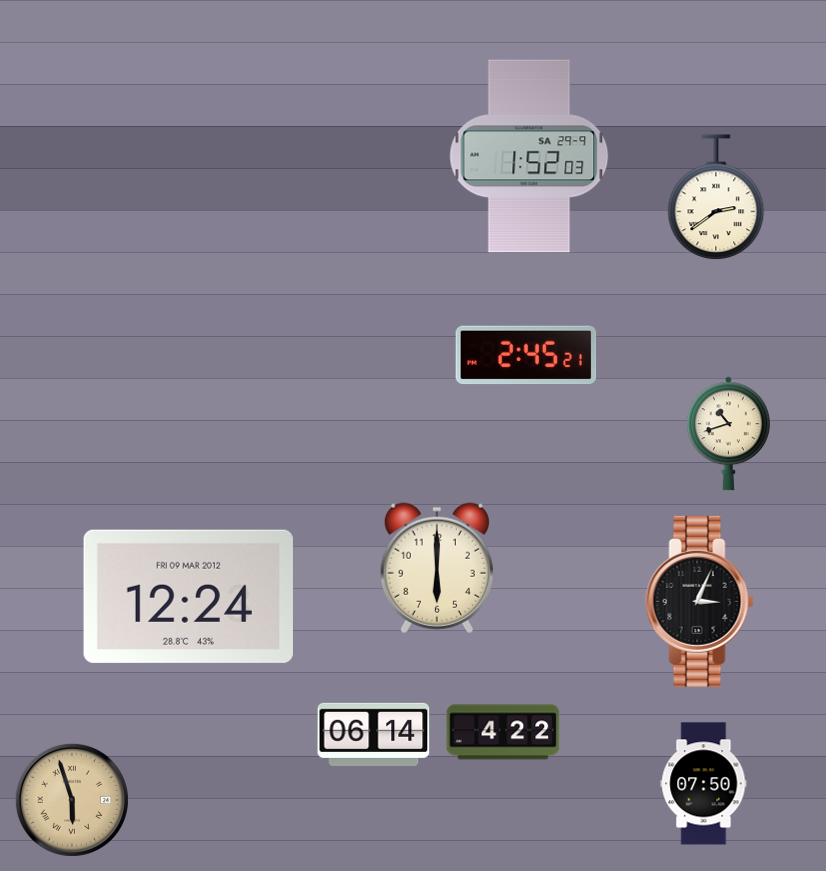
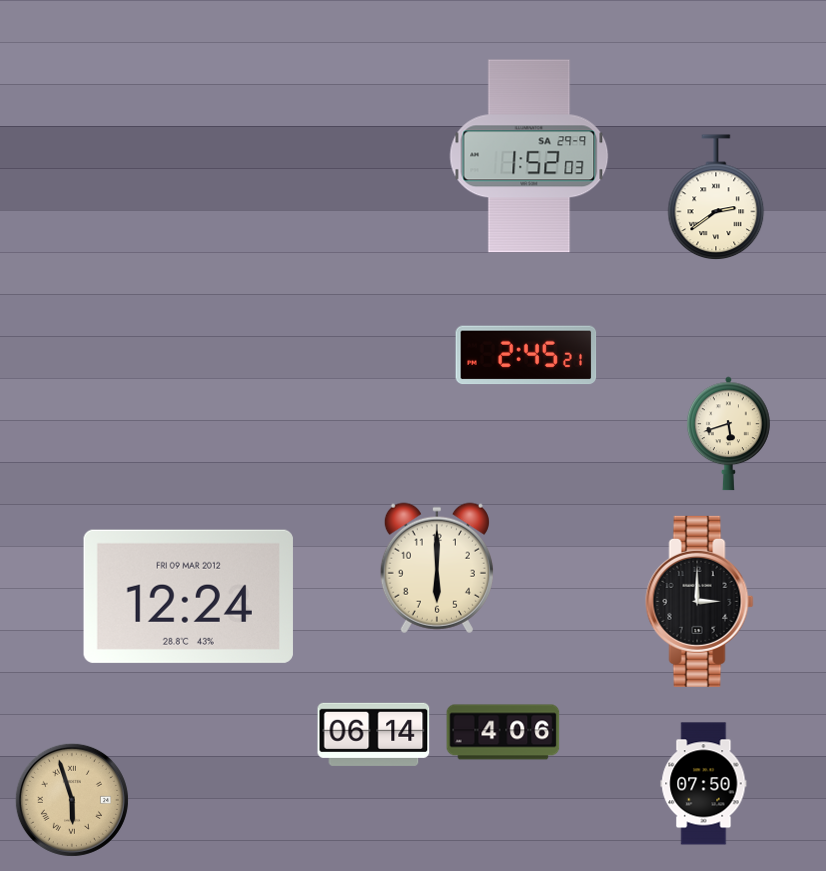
clock at (728, 434): 10:42 -> 5:42
clock at (700, 601): 3:04 -> 3:00
clock at (503, 732): 4:22 -> 4:06
